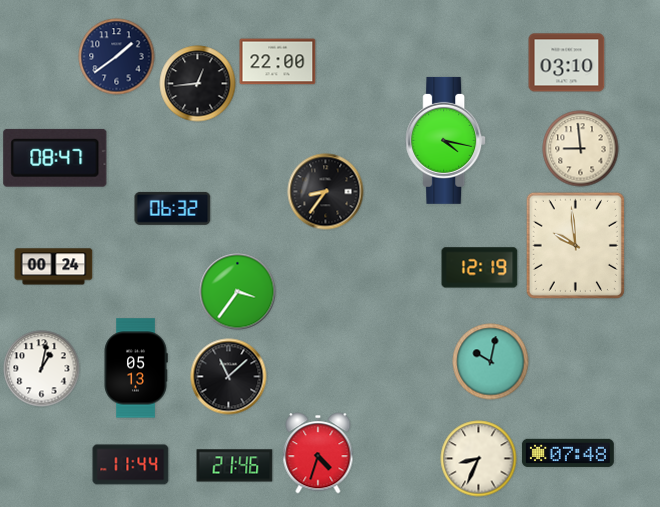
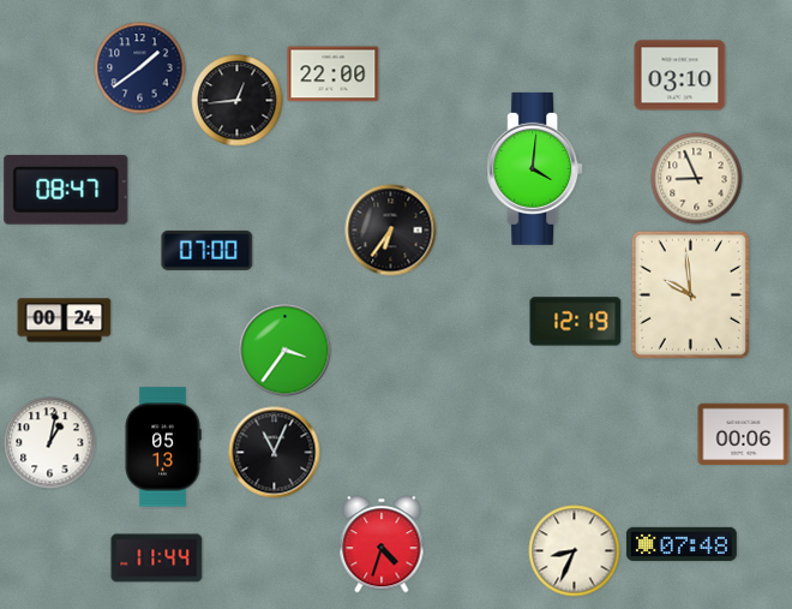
clock at (446, 140): 4:17 -> 4:01
clock at (581, 149): 8:59 -> 8:56
clock at (326, 192): 8:36 -> 6:36
clock at (173, 208): 06:32 -> 07:00
clock at (491, 362): 10:02 -> none
clock at (744, 435): none -> 00:06
clock at (136, 368) position: (136, 368) -> (163, 447)
clock at (229, 377): 11:08 -> 11:04
clock at (235, 466): 21:46 -> none
